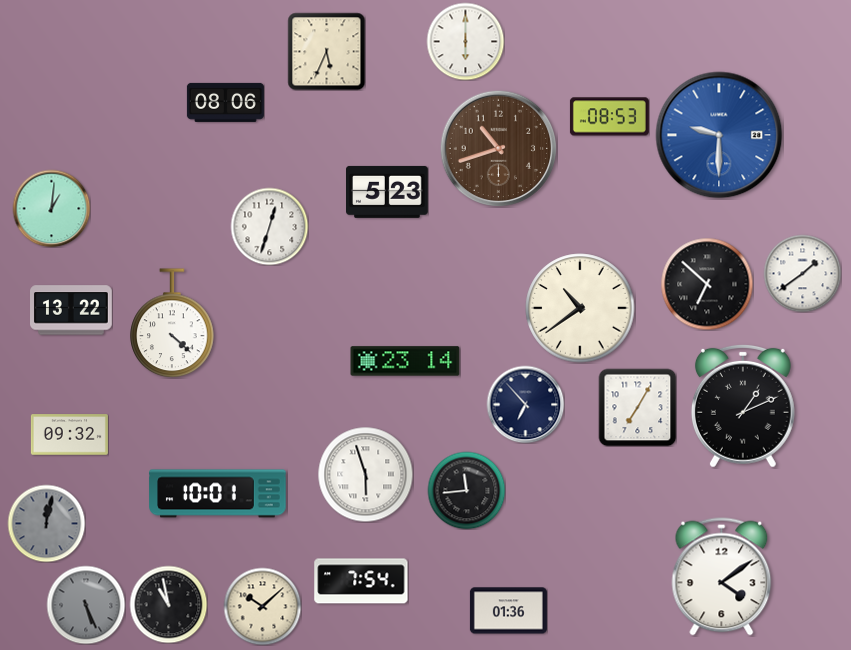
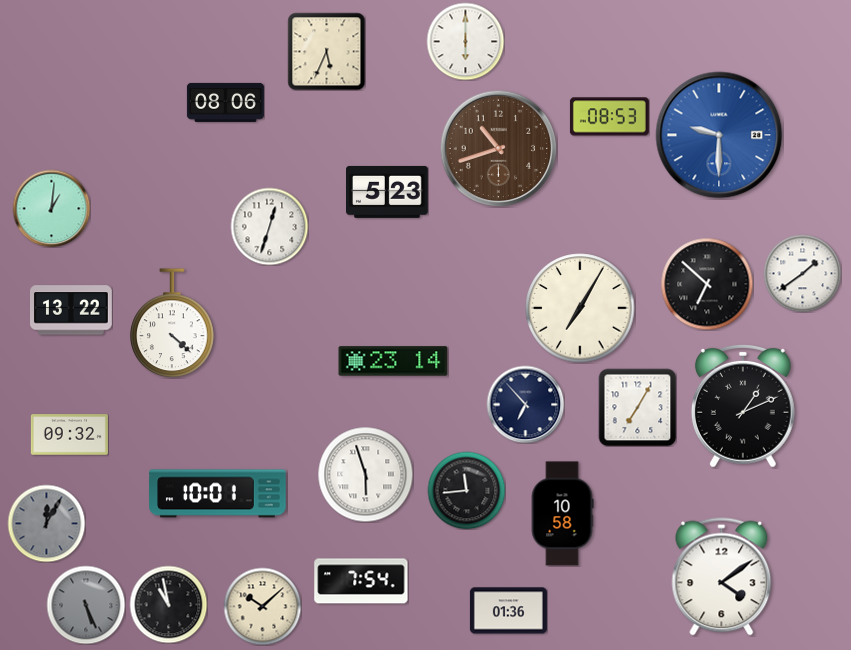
clock at (580, 308): 10:39 -> 7:05
clock at (405, 361) position: (405, 361) -> (393, 361)
clock at (562, 514): none -> 10:58
clock at (46, 523): 12:02 -> 12:05
